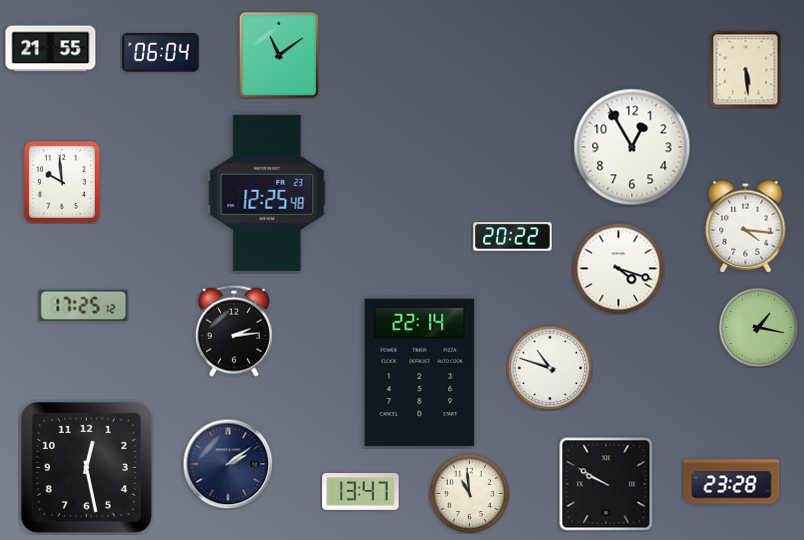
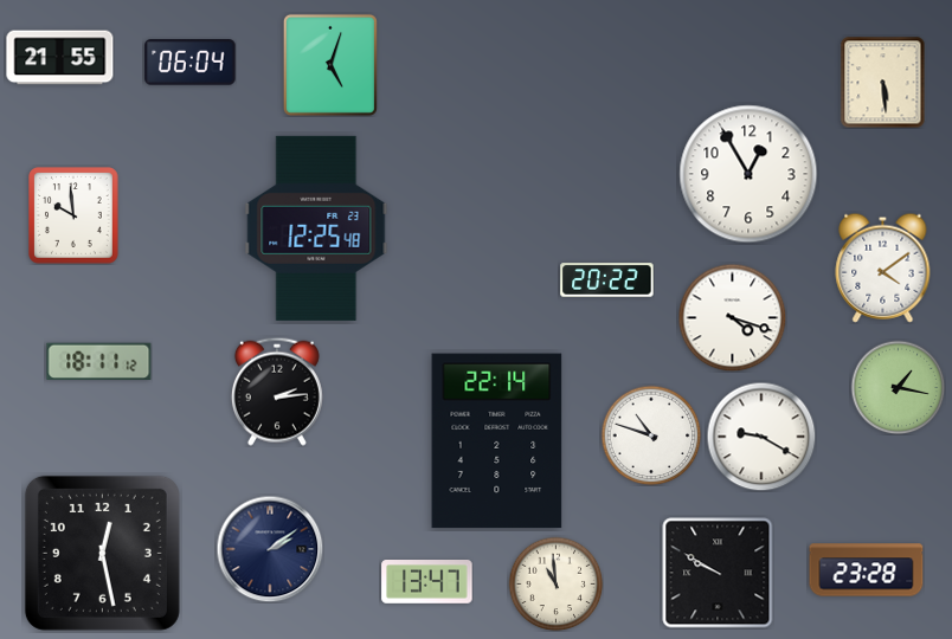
clock at (279, 55): 11:09 -> 5:03
clock at (746, 226): 4:16 -> 4:09
clock at (84, 306): 17:25 -> 18:11
clock at (761, 437): none -> 9:20
